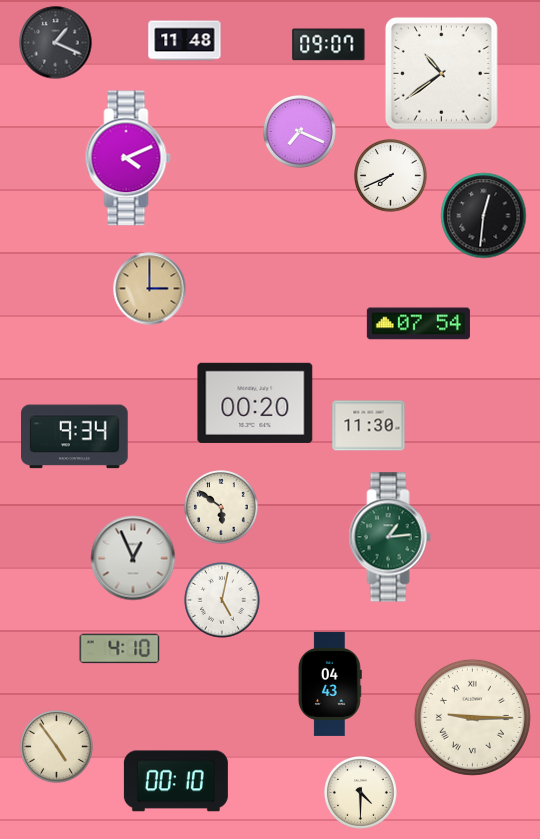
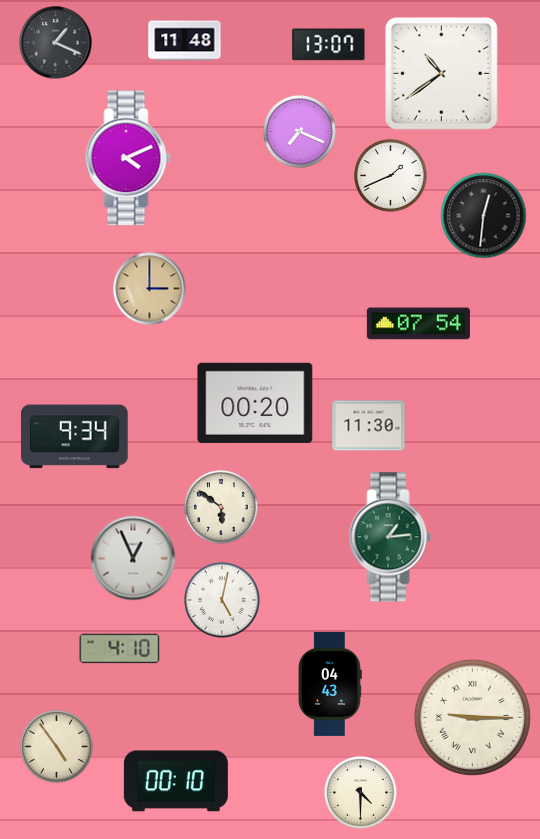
clock at (329, 45): 09:07 -> 13:07
clock at (391, 176): 7:41 -> 1:41
